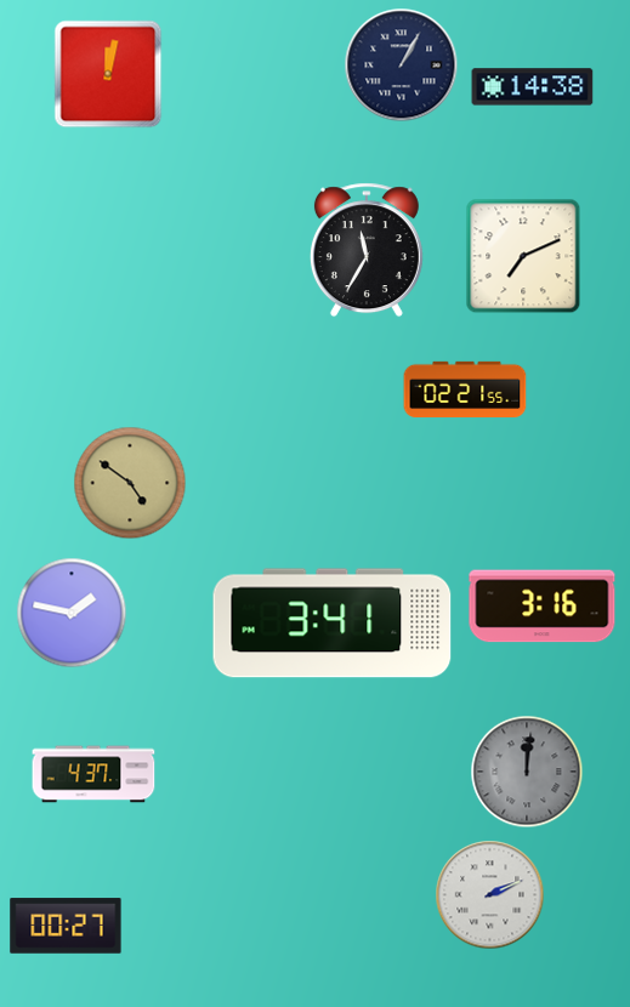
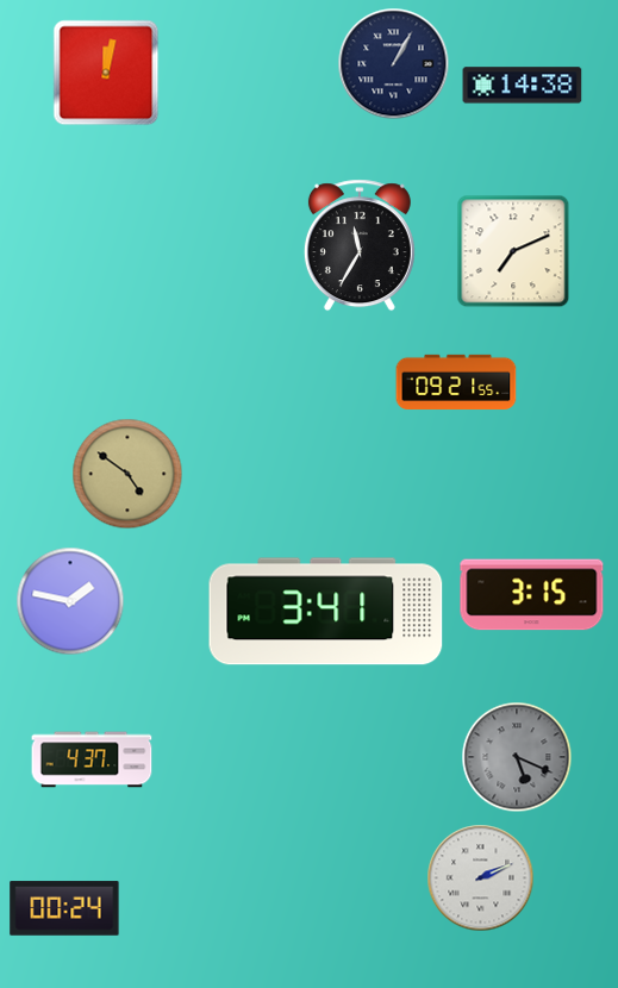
clock at (465, 388): 02:21 -> 09:21
clock at (543, 607): 3:16 -> 3:15
clock at (527, 772): 12:01 -> 5:19
clock at (66, 926): 00:27 -> 00:24
